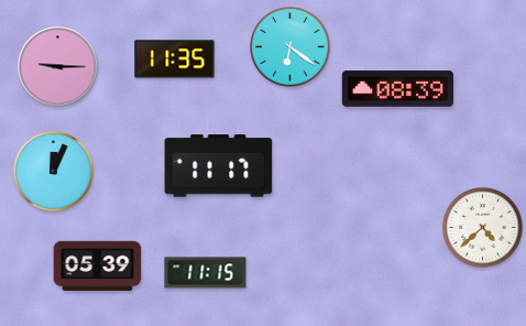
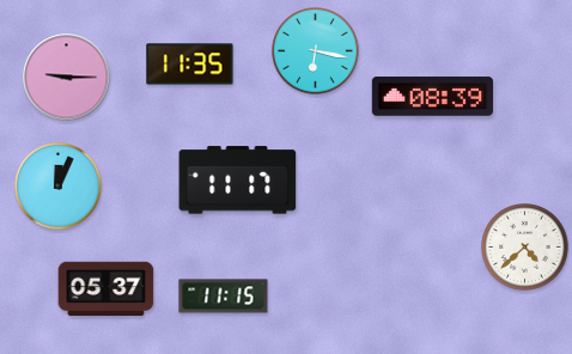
clock at (291, 47): 6:21 -> 6:17
clock at (58, 67) position: (58, 67) -> (67, 78)
clock at (98, 265): 05:39 -> 05:37
